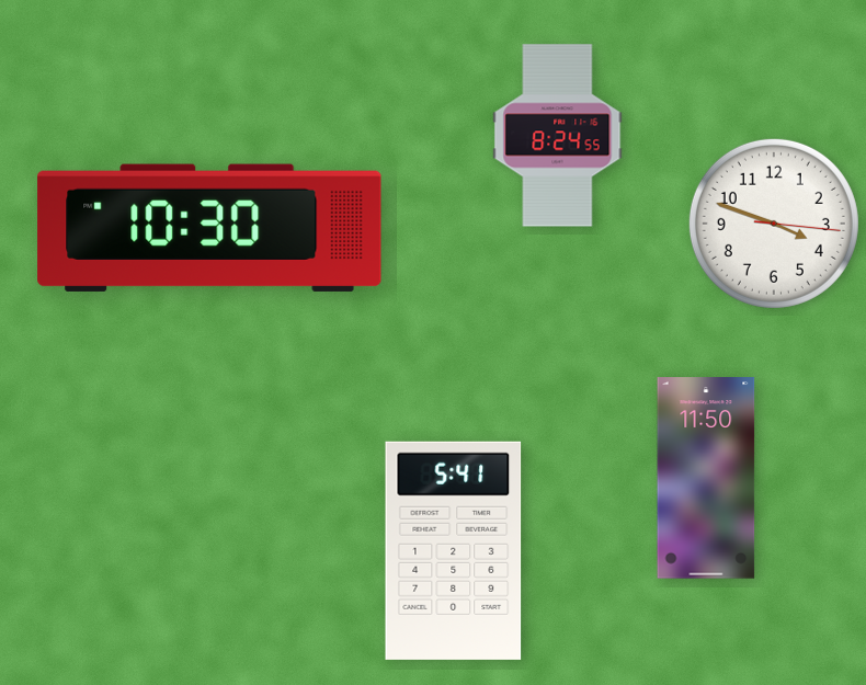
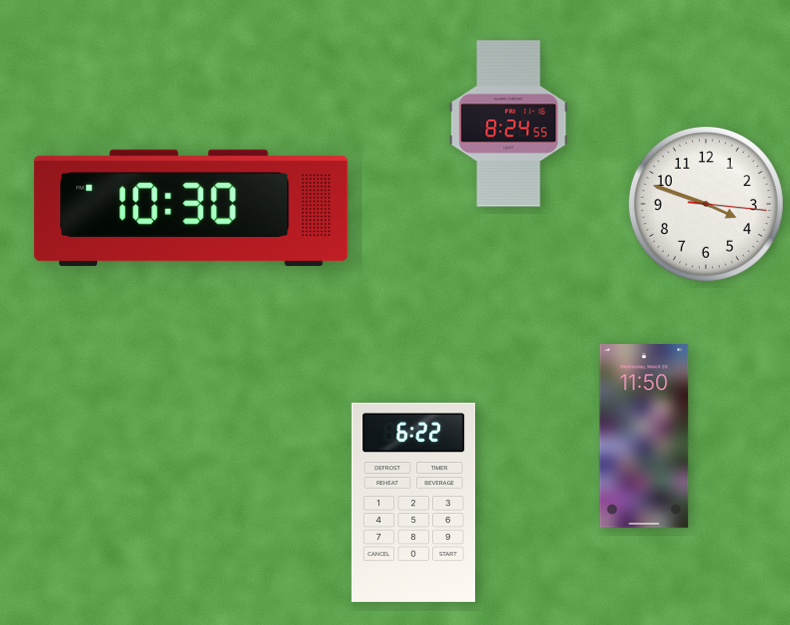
clock at (454, 550): 5:41 -> 6:22
